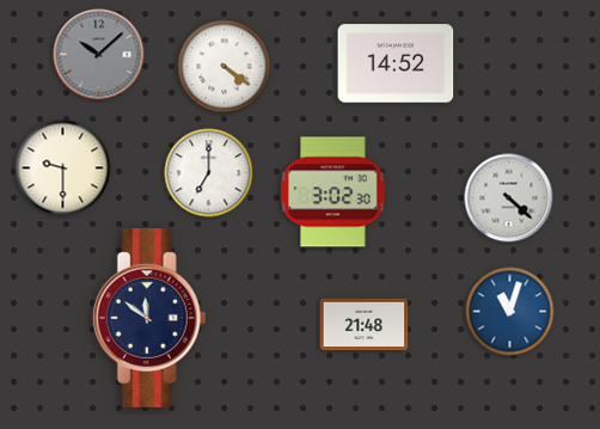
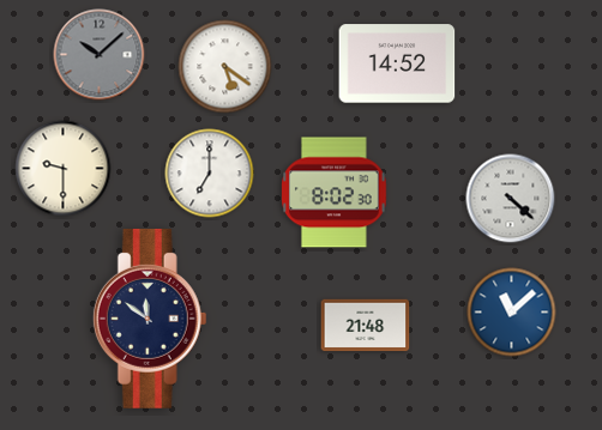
clock at (225, 67): 4:21 -> 5:21
clock at (333, 192): 3:02 -> 8:02
clock at (510, 312): 11:03 -> 11:08
